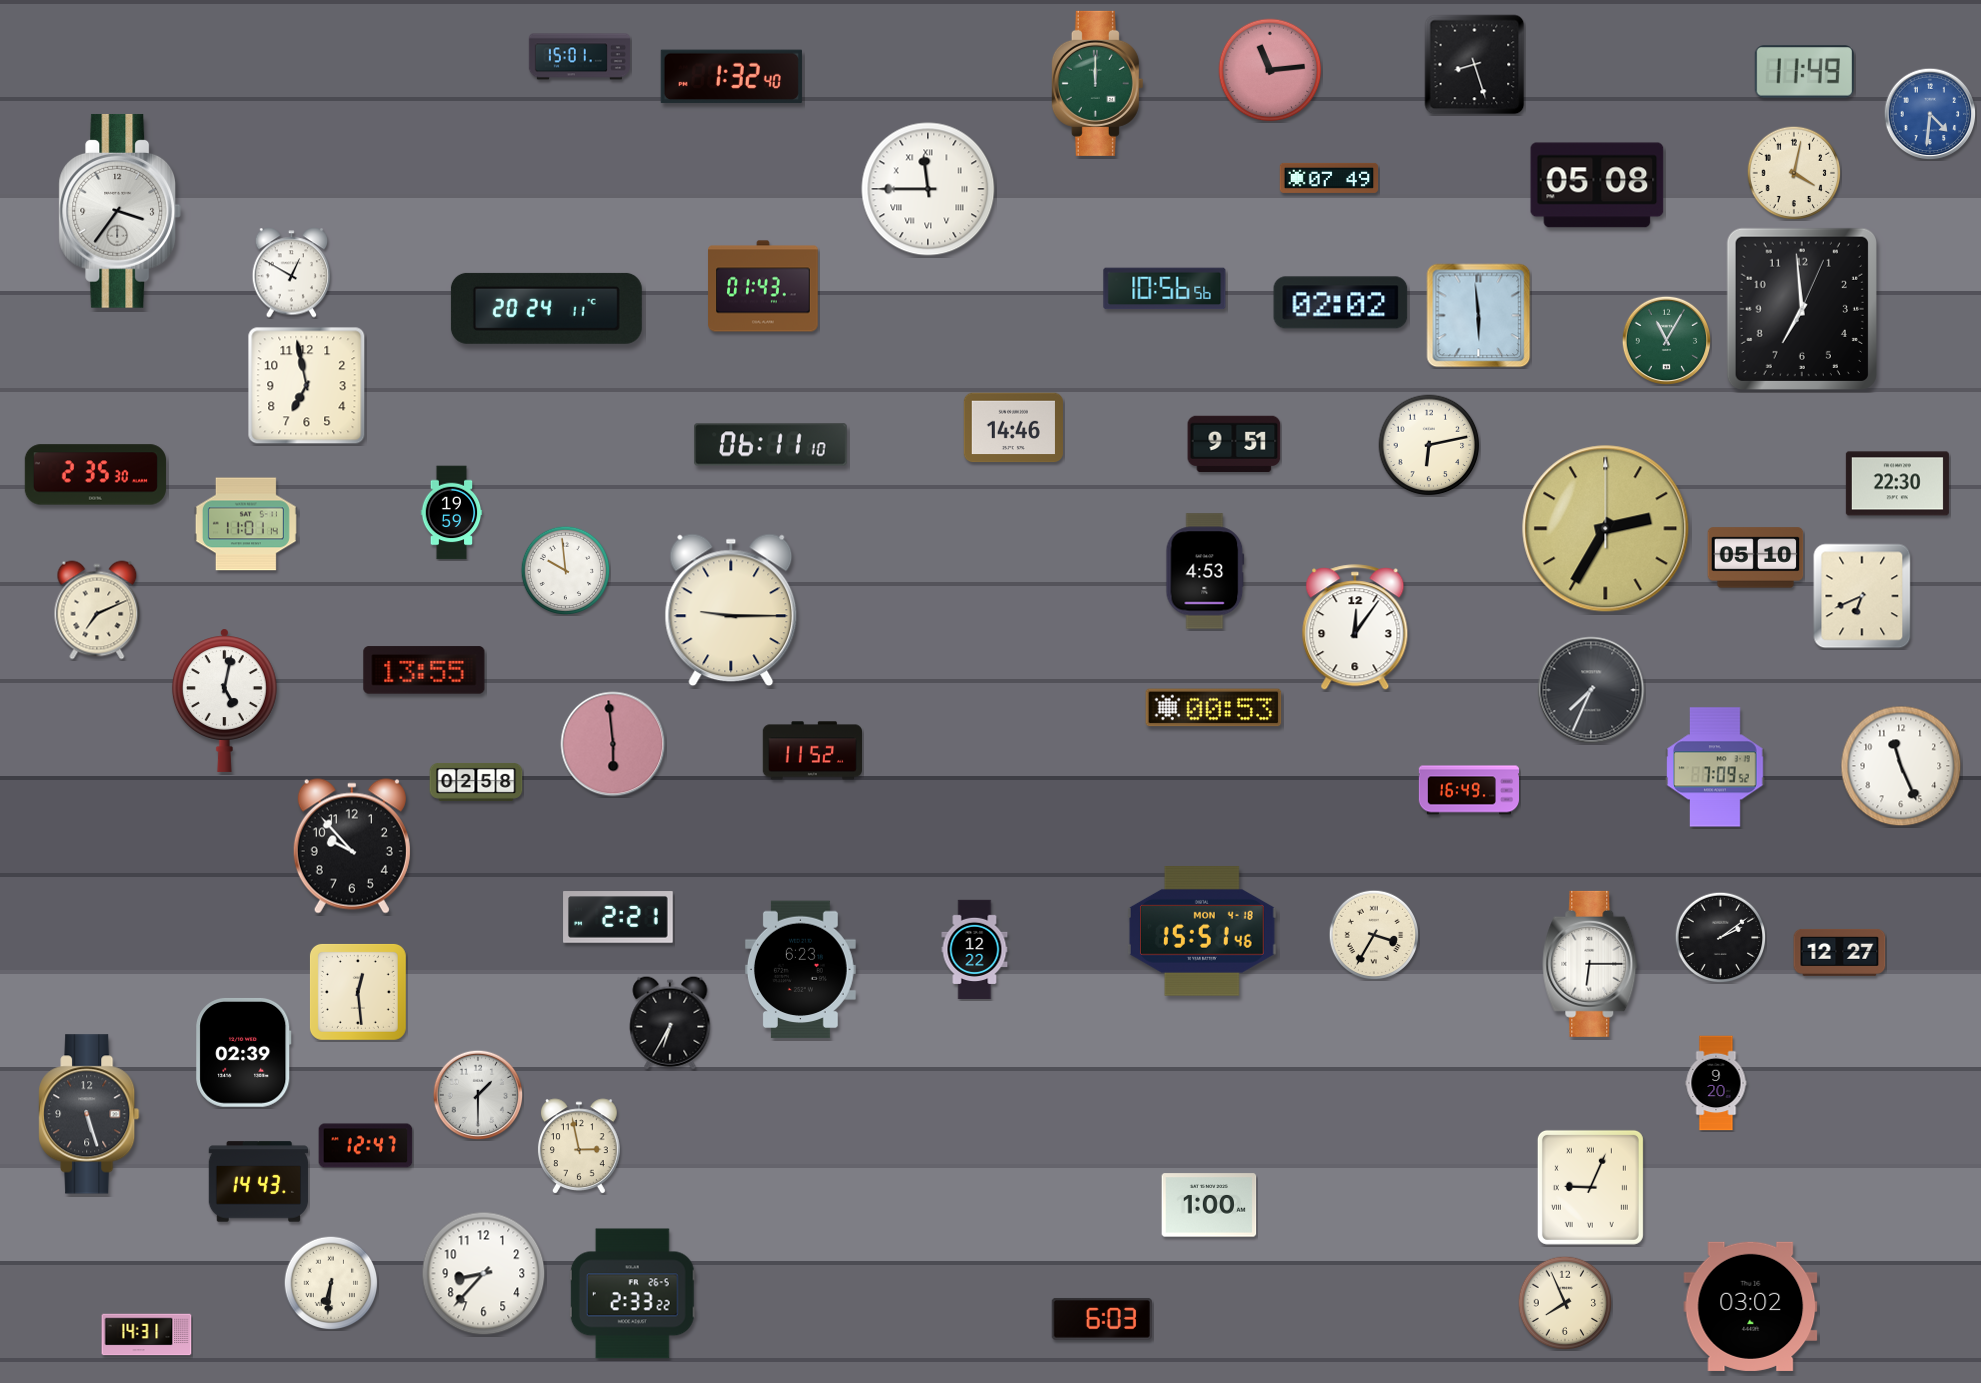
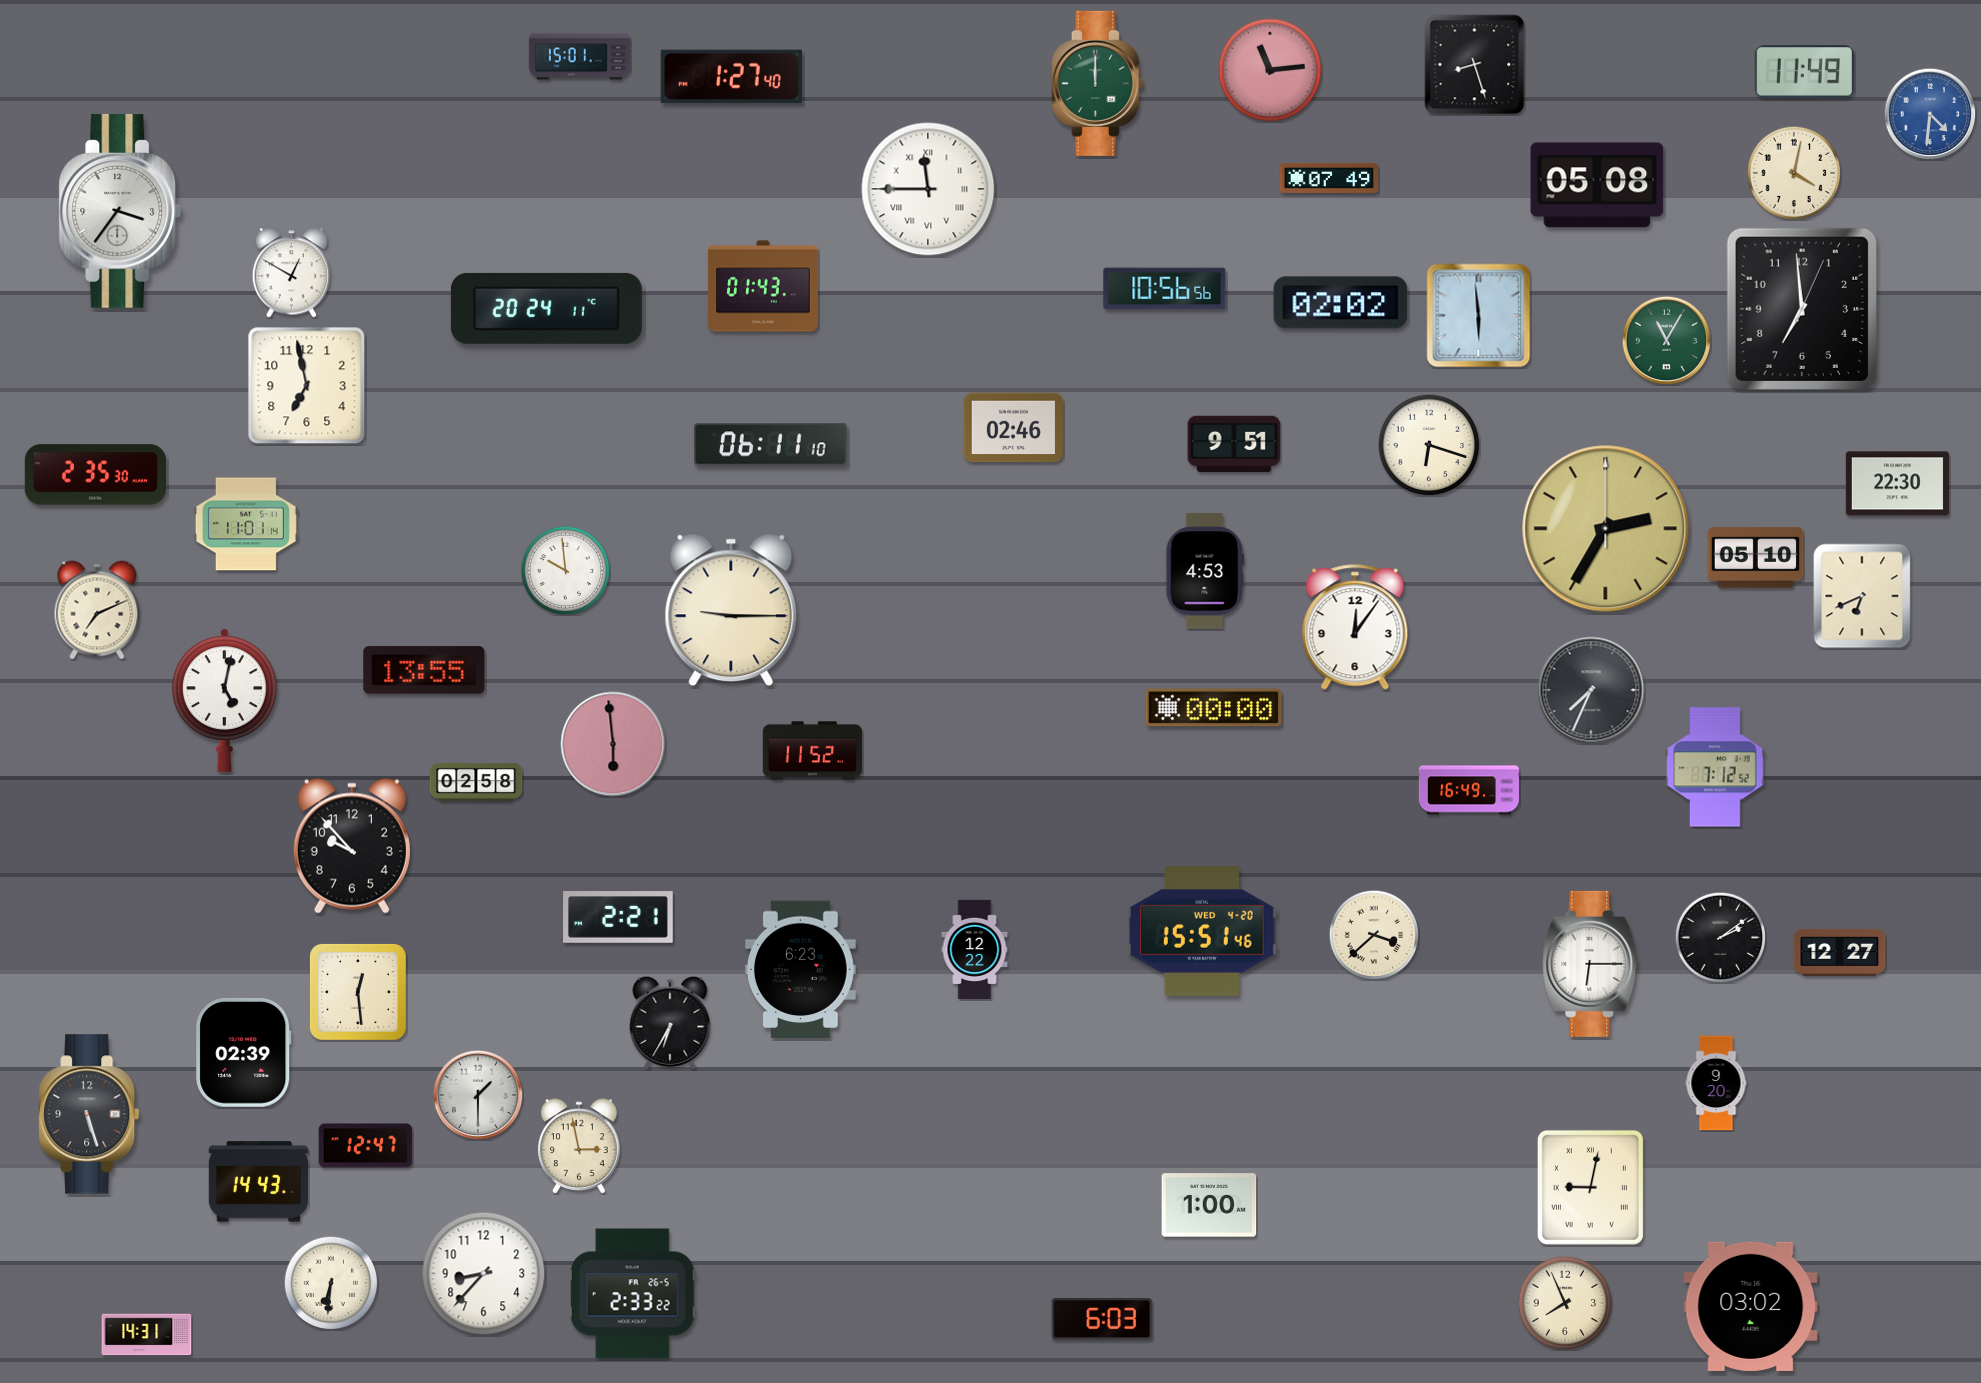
clock at (731, 77): 1:32 -> 1:27
clock at (1013, 428): 14:46 -> 02:46
clock at (1429, 445): 6:13 -> 6:18
clock at (452, 513): 19:59 -> none
clock at (1214, 708): 00:53 -> 00:00
clock at (1901, 766): 11:26 -> none
clock at (1715, 767): 7:09 -> 7:12
clock at (1202, 932) date: MON 4-18 -> WED 4-20
clock at (1374, 935): 3:35 -> 3:38
clock at (1590, 1187): 9:04 -> 9:02
